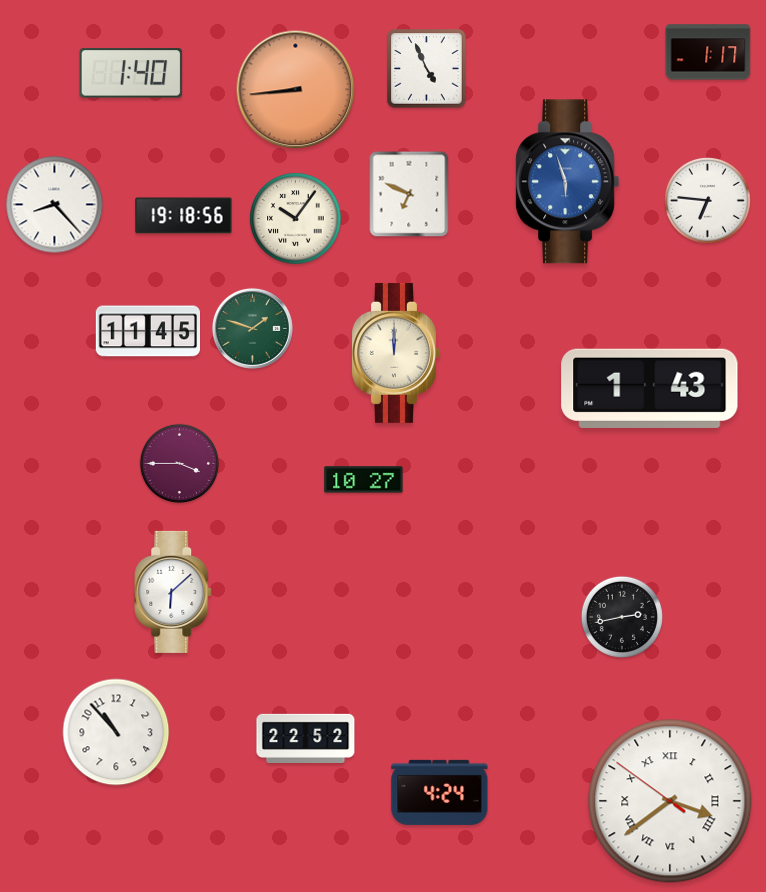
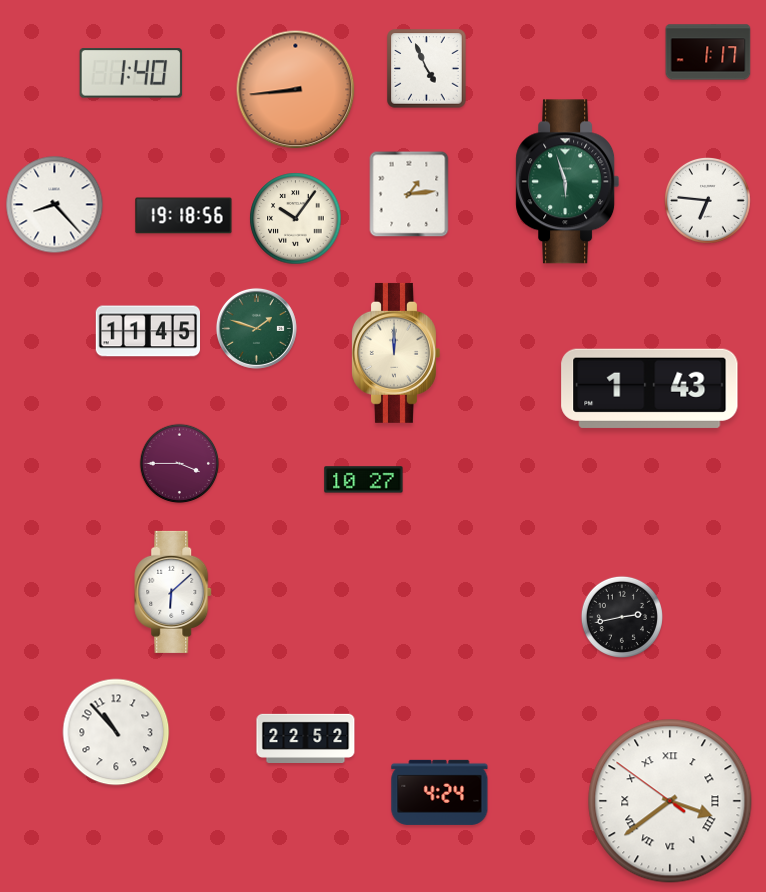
clock at (568, 182) dial: blue -> green
clock at (409, 194): 6:49 -> 1:14
clock at (252, 328) position: (252, 328) -> (256, 328)
